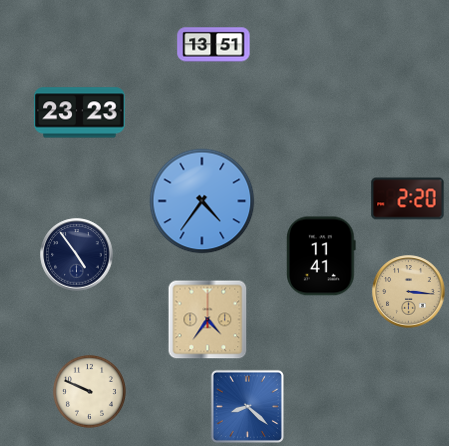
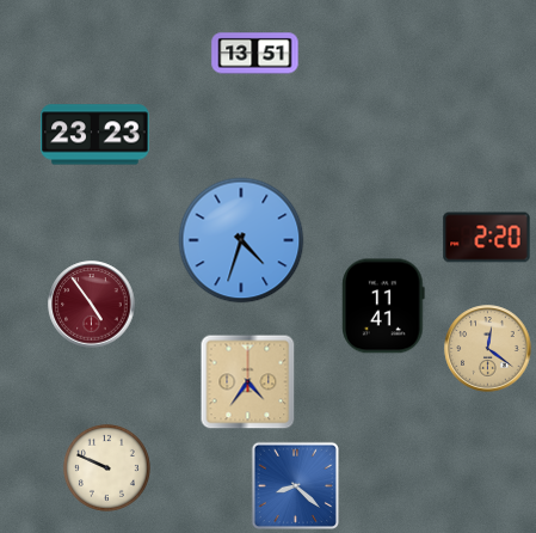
clock at (202, 201): 4:36 -> 4:33
clock at (77, 255) dial: navy -> burgundy
clock at (409, 292): 3:16 -> 12:21
